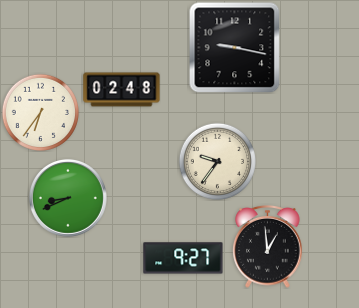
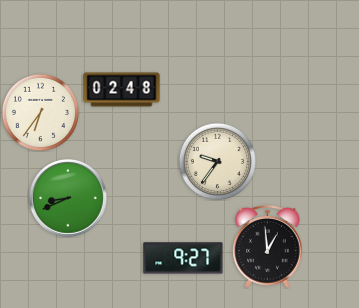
clock at (234, 47): 9:17 -> none
